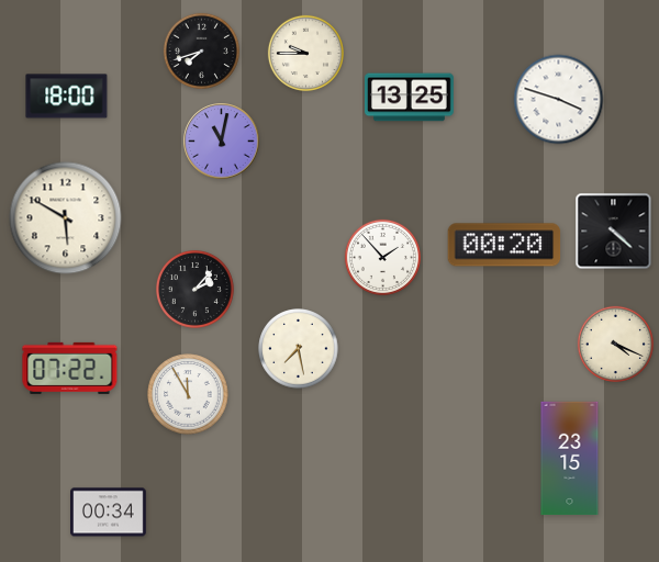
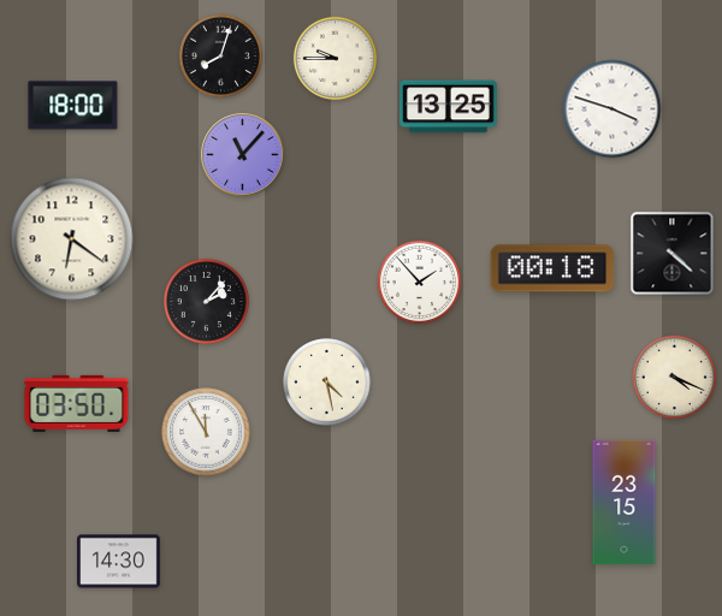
clock at (201, 50): 7:42 -> 8:03
clock at (222, 142): 11:02 -> 11:07
clock at (66, 218): 5:50 -> 6:21
clock at (504, 245): 00:20 -> 00:18
clock at (194, 289) position: (194, 289) -> (206, 301)
clock at (299, 349): 7:28 -> 4:28
clock at (70, 368): 07:22 -> 03:50
clock at (109, 513): 00:34 -> 14:30
